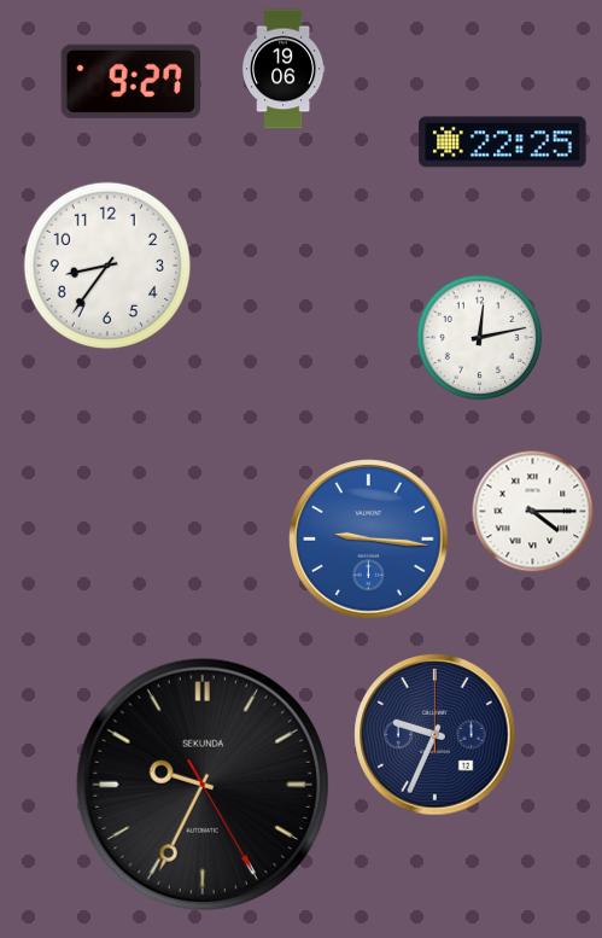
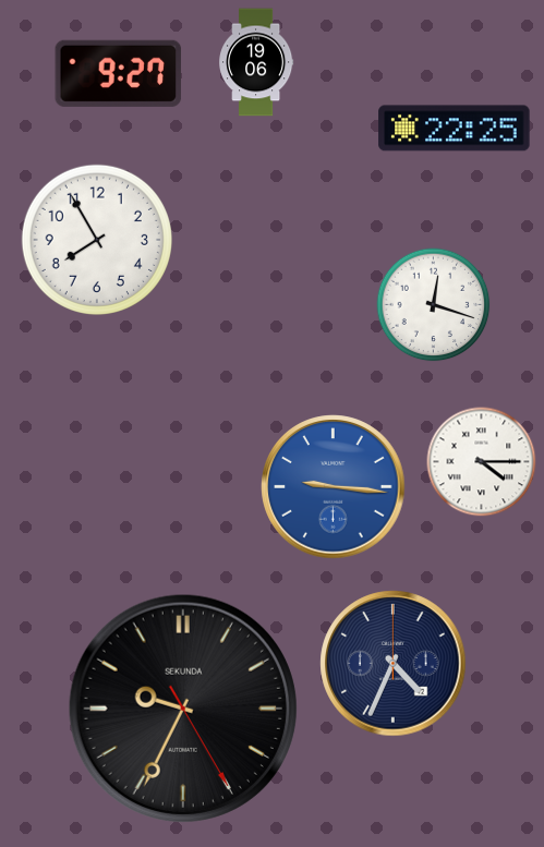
clock at (107, 266): 8:36 -> 7:55
clock at (480, 338): 12:13 -> 12:18
clock at (436, 735): 9:34 -> 4:34
